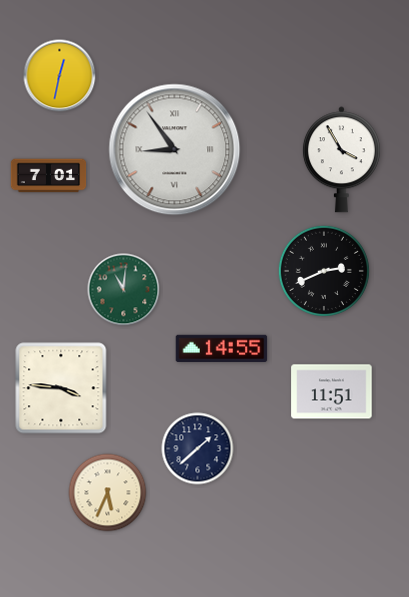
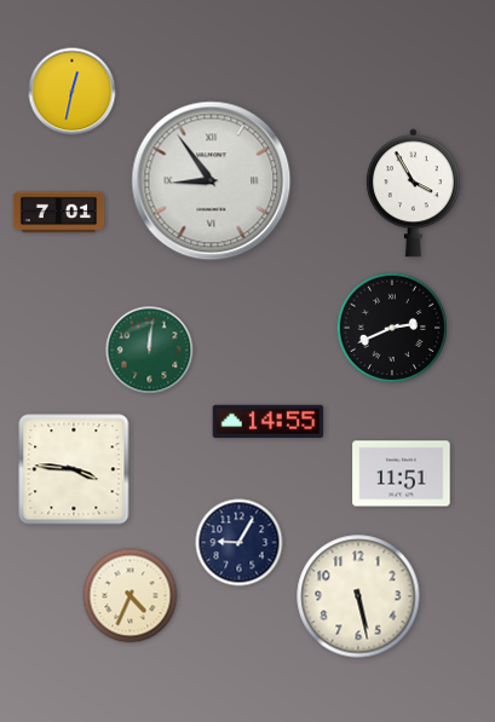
clock at (124, 290): 11:01 -> 12:01
clock at (198, 449): 1:38 -> 9:05
clock at (108, 493): 5:34 -> 4:34
clock at (358, 596): none -> 5:28
